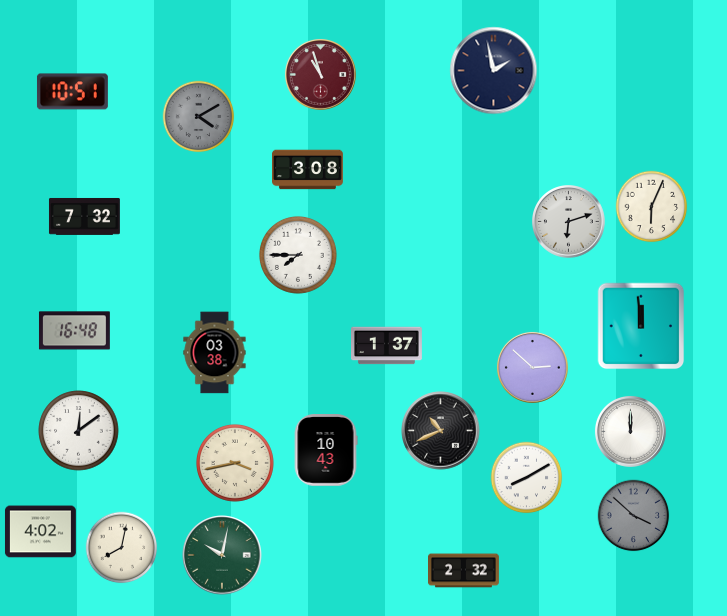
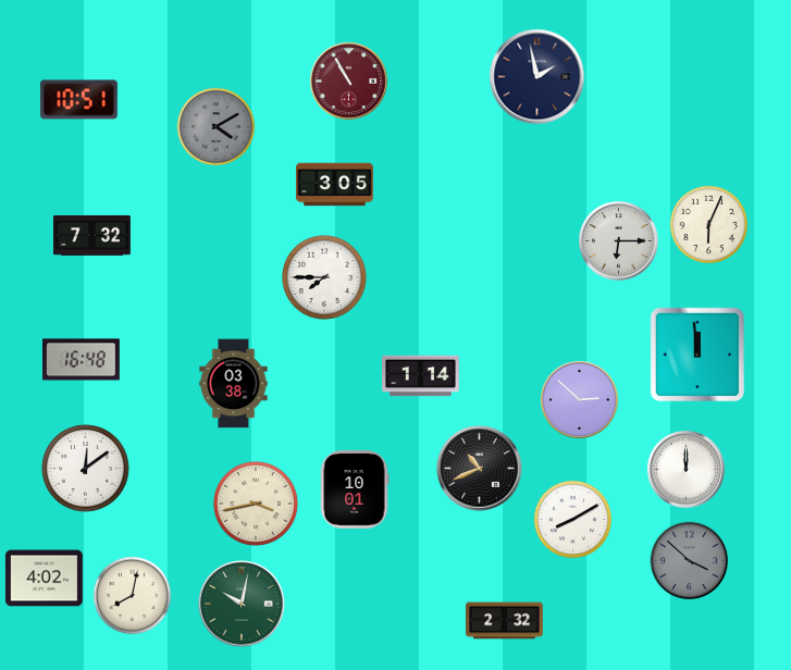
clock at (320, 74): 10:57 -> 10:55
clock at (308, 170): 3:08 -> 3:05
clock at (569, 222): 6:12 -> 6:15
clock at (387, 346): 1:37 -> 1:14
clock at (326, 450): 10:43 -> 10:01
